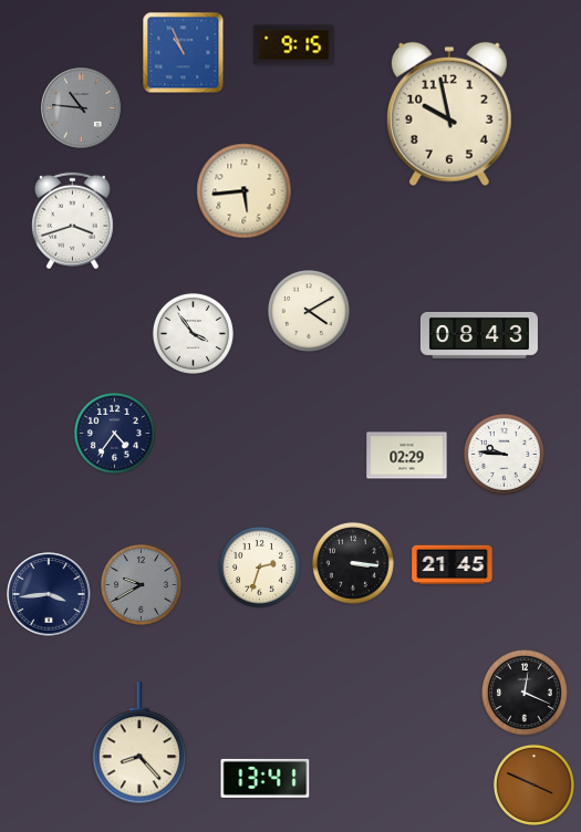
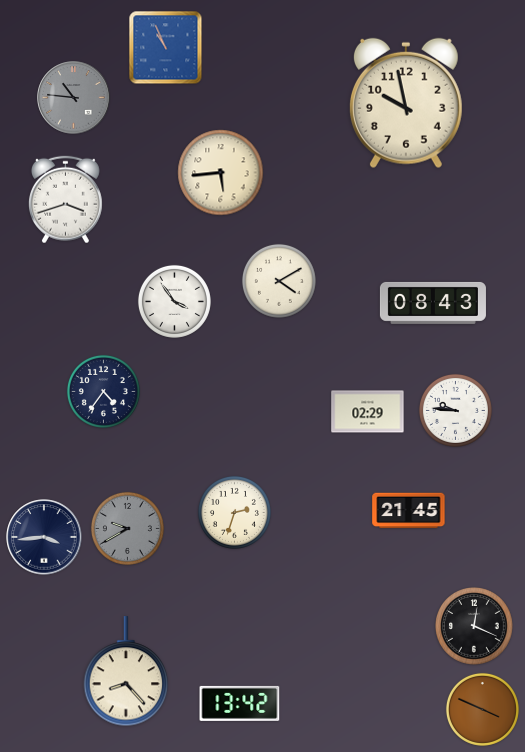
clock at (294, 45): 9:15 -> none
clock at (353, 563): 3:16 -> none
clock at (266, 778): 13:41 -> 13:42
